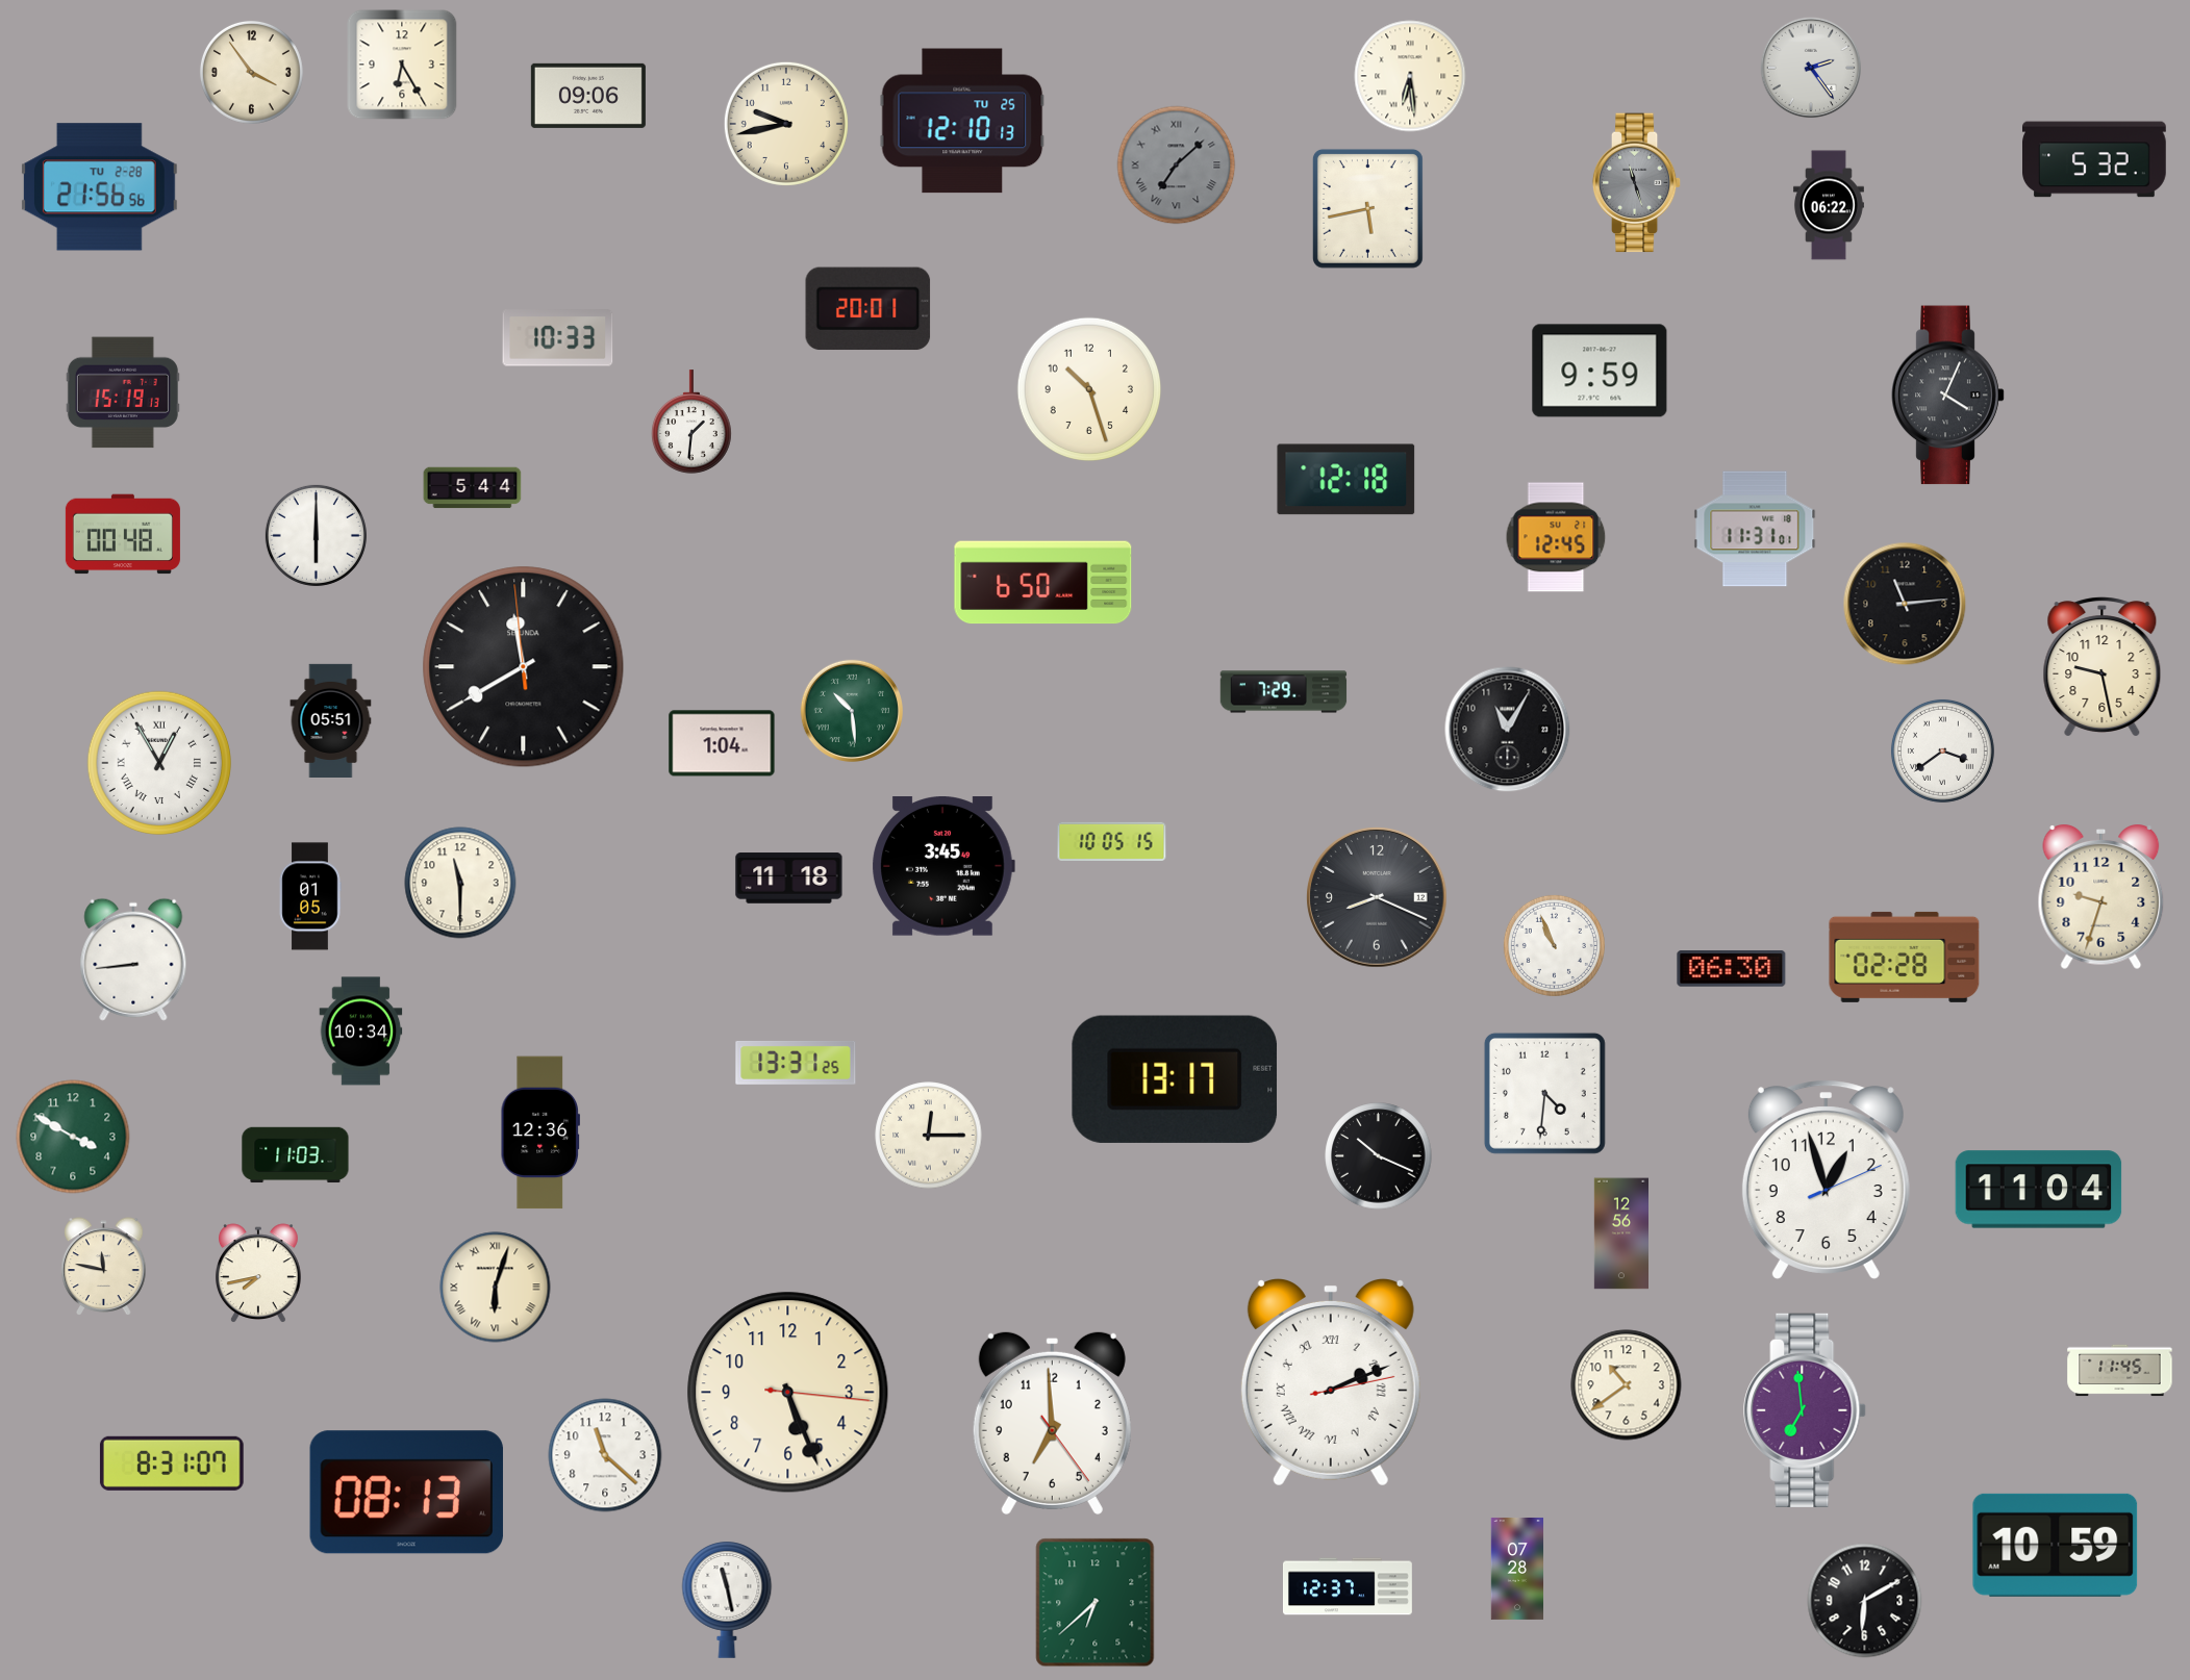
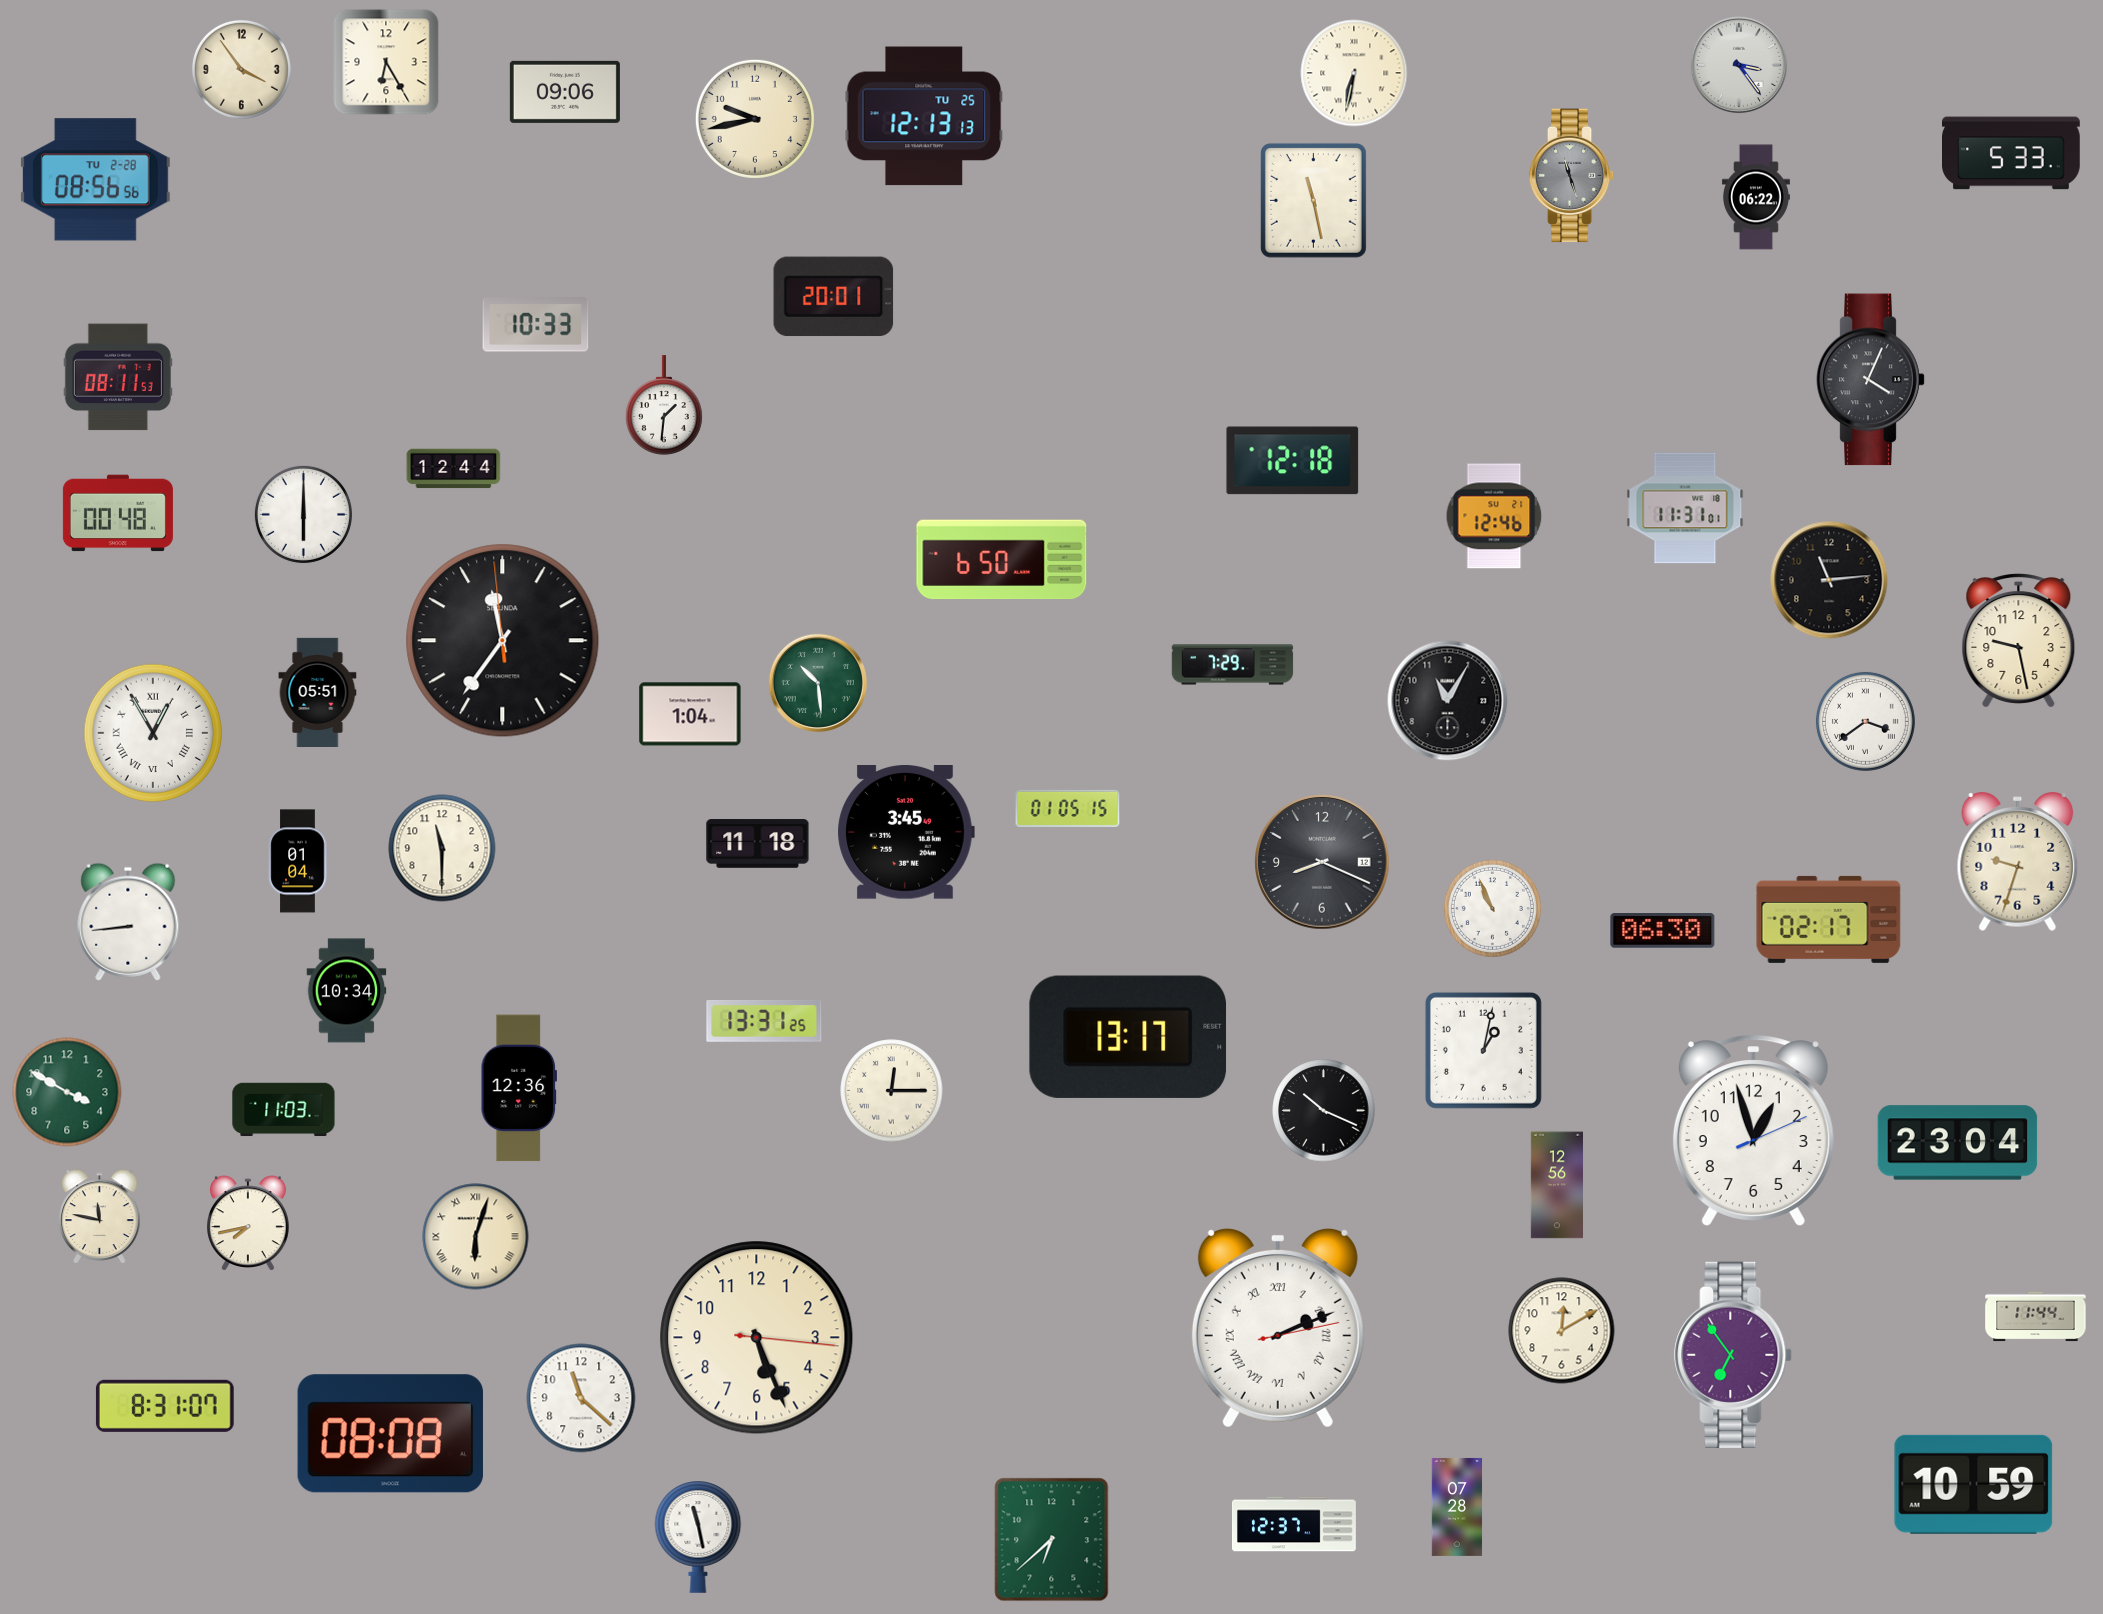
clock at (1811, 68): 2:24 -> 3:24
clock at (1410, 76): 6:29 -> 6:32
clock at (962, 121): 12:10 -> 12:13
clock at (2095, 159): 5:32 -> 5:33
clock at (1177, 166): 7:08 -> none
clock at (99, 187): 21:56 -> 08:56
clock at (1367, 208): 5:43 -> 11:28
clock at (1600, 371): 9:59 -> none
clock at (1088, 388): 10:27 -> none
clock at (123, 392): 15:19 -> 08:11
clock at (473, 488): 5:44 -> 12:44
clock at (1556, 537): 12:45 -> 12:46
clock at (524, 667): 11:39 -> 11:35
clock at (722, 743) position: (722, 743) -> (690, 714)
clock at (1112, 841): 10:05 -> 01:05
clock at (310, 896): 01:05 -> 01:04
clock at (1905, 957): 02:28 -> 02:17
clock at (1544, 1093): 4:31 -> 1:02
clock at (73, 1137) position: (73, 1137) -> (67, 1092)
clock at (1826, 1179) position: (1826, 1179) -> (1753, 1130)
clock at (2039, 1190): 11:04 -> 23:04
clock at (2120, 1371): 11:45 -> 11:44
clock at (1627, 1385): 10:39 -> 12:10
clock at (1806, 1410): 6:59 -> 6:54
clock at (1052, 1423): 6:59 -> none
clock at (406, 1493): 08:13 -> 08:08
clock at (1865, 1601): 6:10 -> none
